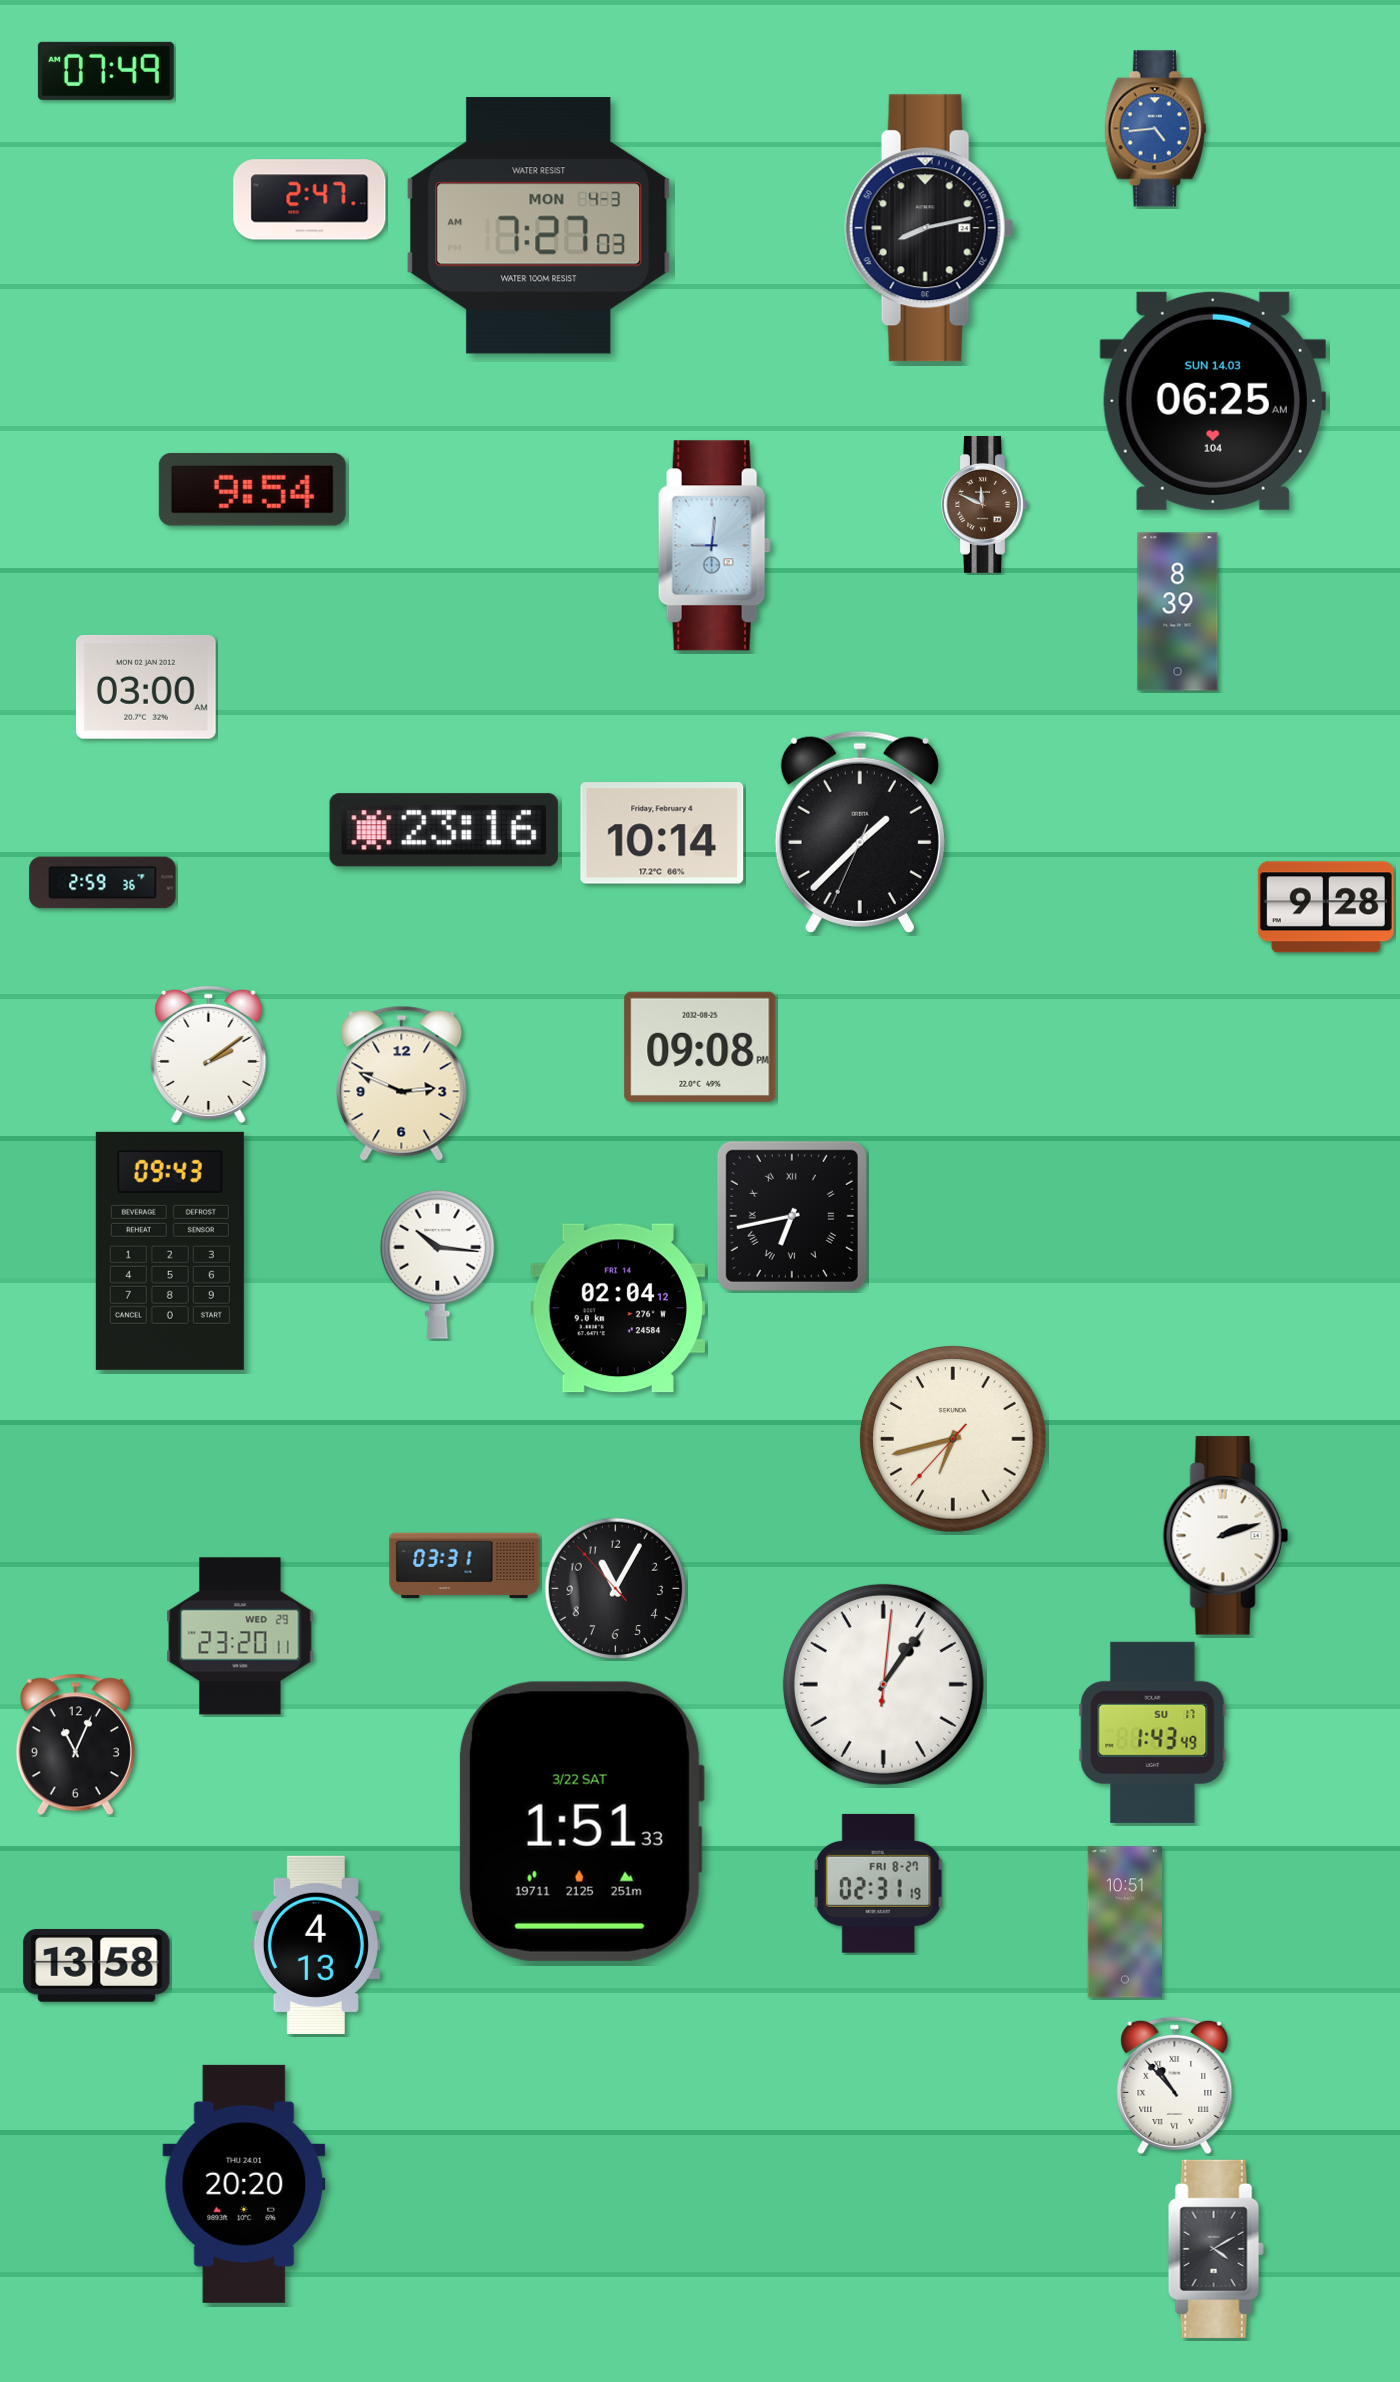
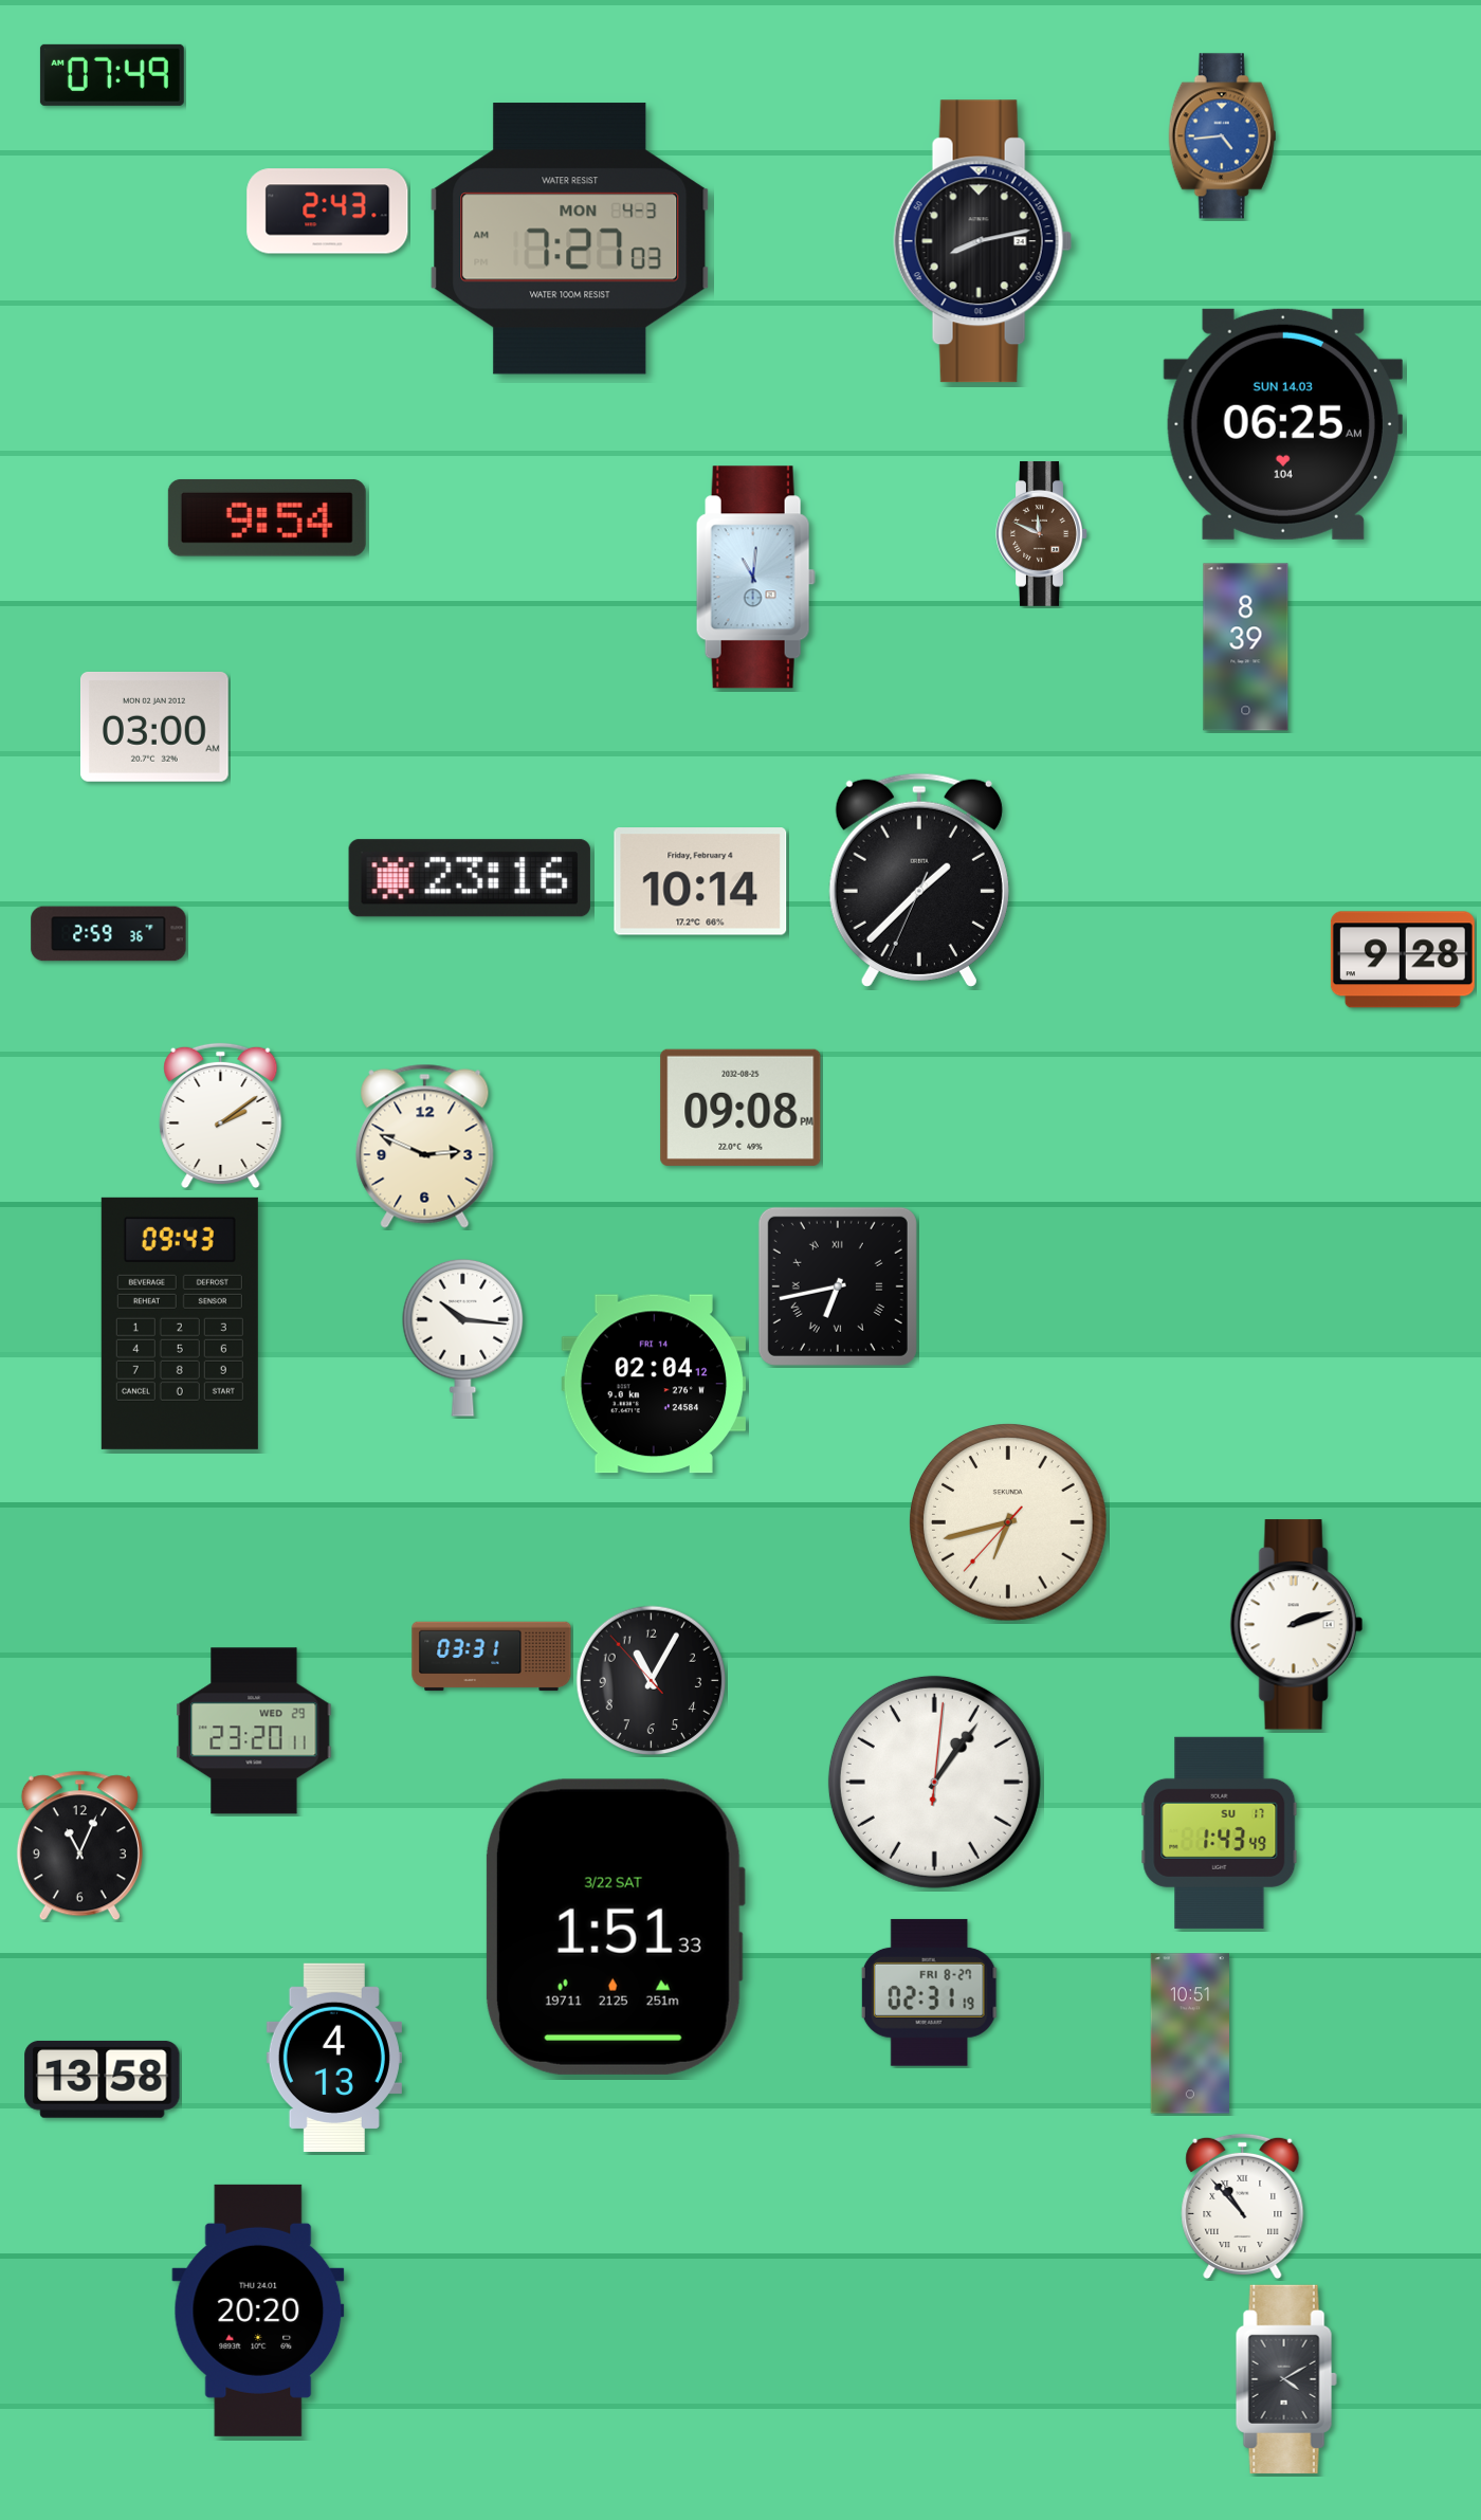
clock at (310, 200): 2:47 -> 2:43
clock at (714, 546): 9:01 -> 11:01
clock at (860, 832) position: (860, 832) -> (919, 880)
